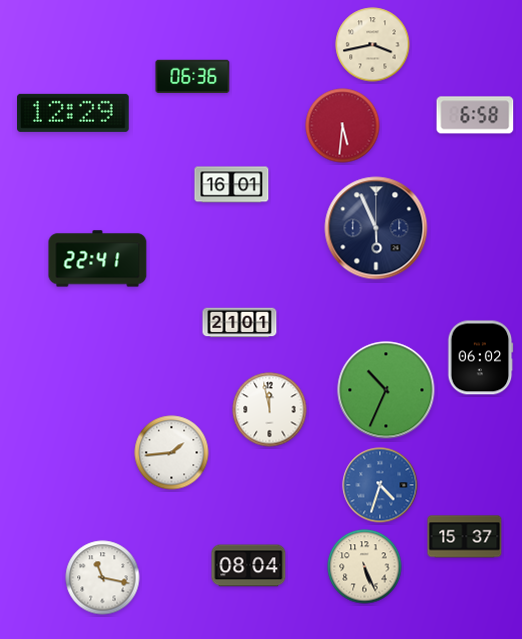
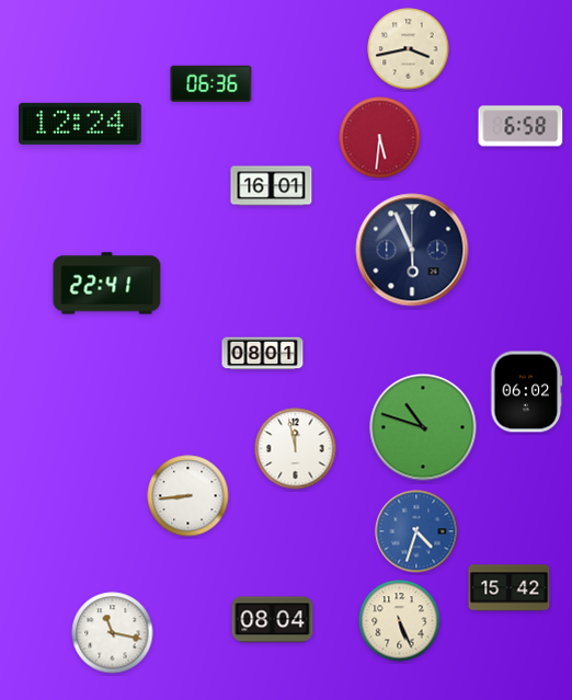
clock at (74, 113): 12:29 -> 12:24
clock at (343, 126) position: (343, 126) -> (380, 138)
clock at (232, 185) position: (232, 185) -> (272, 186)
clock at (240, 323): 21:01 -> 08:01
clock at (386, 390): 10:34 -> 10:48
clock at (172, 453): 1:44 -> 8:44
clock at (465, 537): 15:37 -> 15:42
